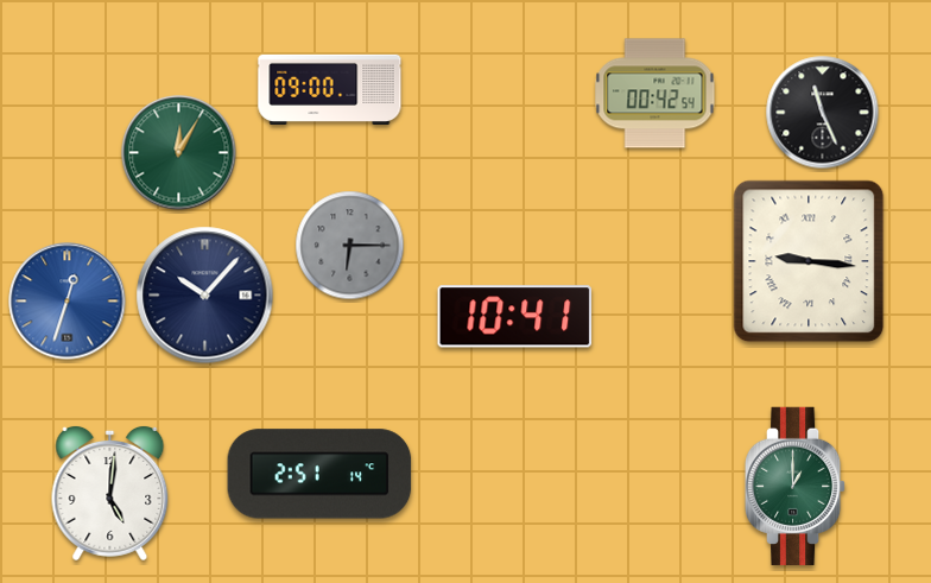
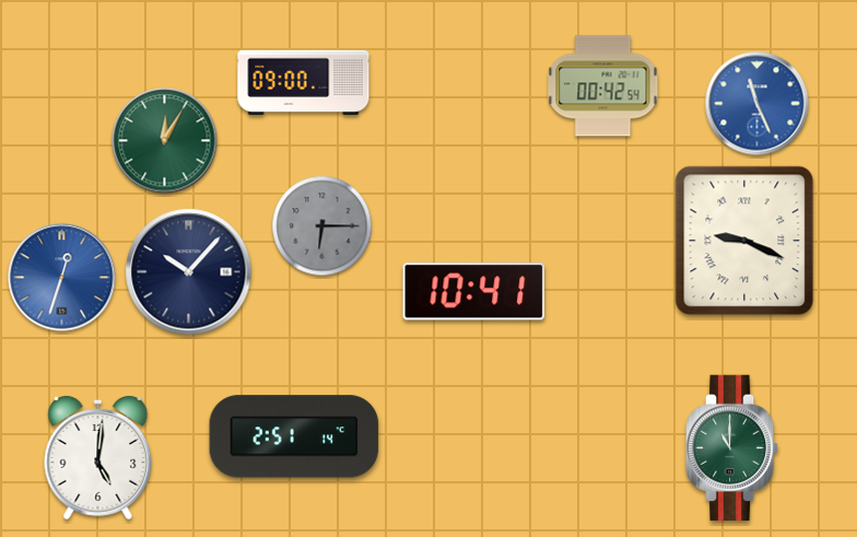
clock at (823, 113) dial: black -> blue
clock at (809, 261): 9:16 -> 9:19
clock at (796, 486): 1:00 -> 11:00
clock at (110, 493) position: (110, 493) -> (98, 457)
